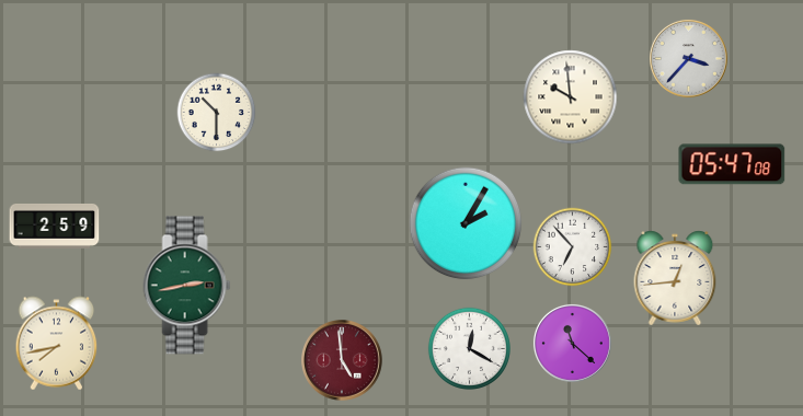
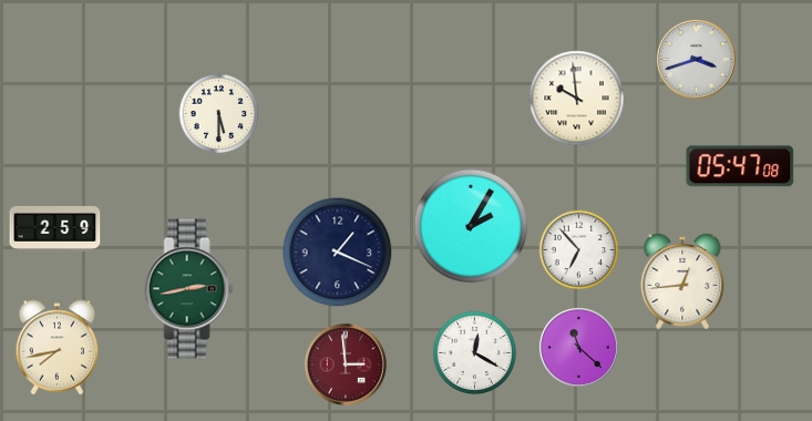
clock at (688, 58): 3:37 -> 3:42
clock at (217, 113): 10:30 -> 5:30
clock at (338, 253): none -> 1:19
clock at (343, 361): 4:59 -> 2:59
